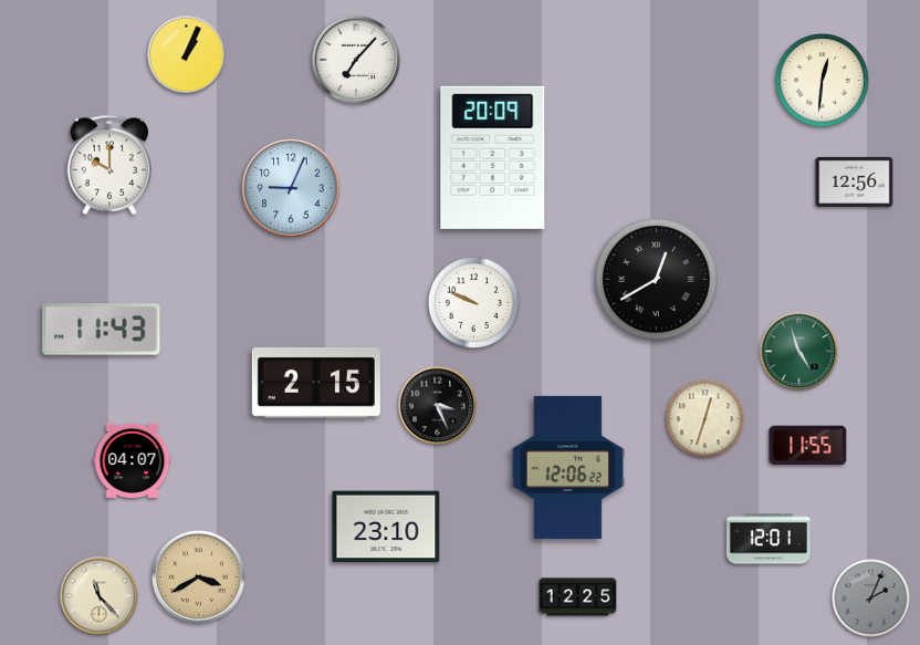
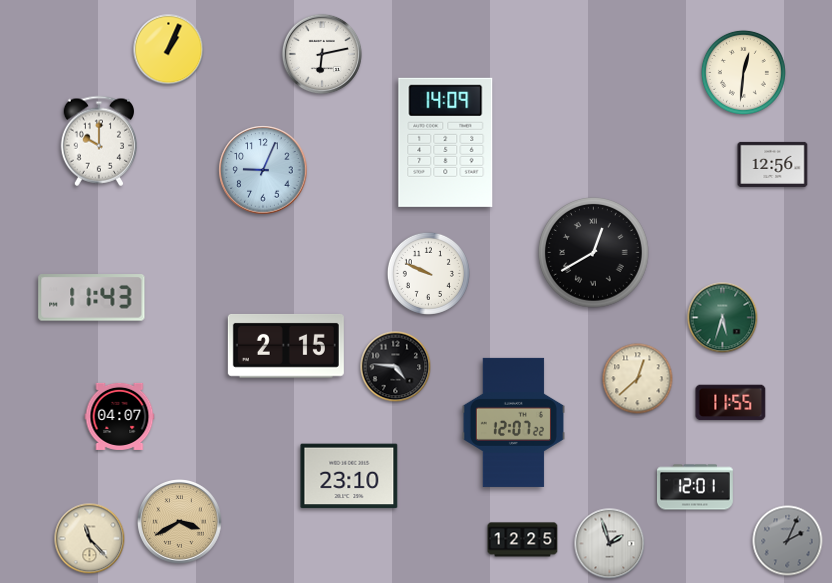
clock at (356, 60): 7:07 -> 6:13
clock at (493, 157): 20:09 -> 14:09
clock at (109, 165) position: (109, 165) -> (99, 141)
clock at (799, 352): 4:57 -> 5:33
clock at (438, 406): 3:26 -> 4:46
clock at (705, 419): 12:33 -> 12:38
clock at (567, 467): 12:06 -> 12:07
clock at (610, 544): none -> 1:57
